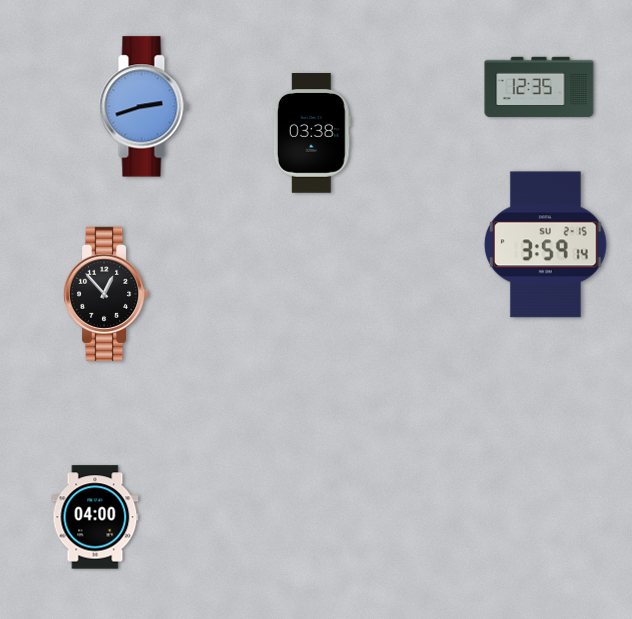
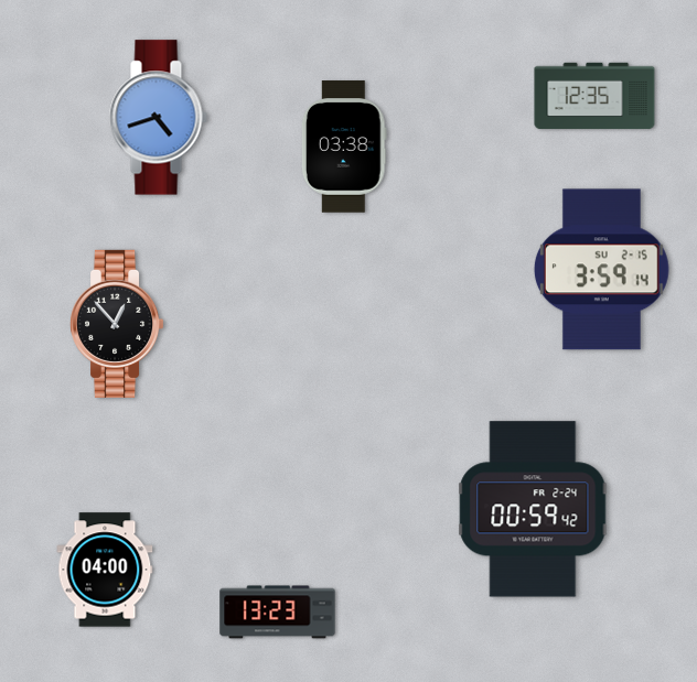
clock at (143, 107): 2:42 -> 4:42
clock at (533, 509): none -> 00:59
clock at (278, 613): none -> 13:23
